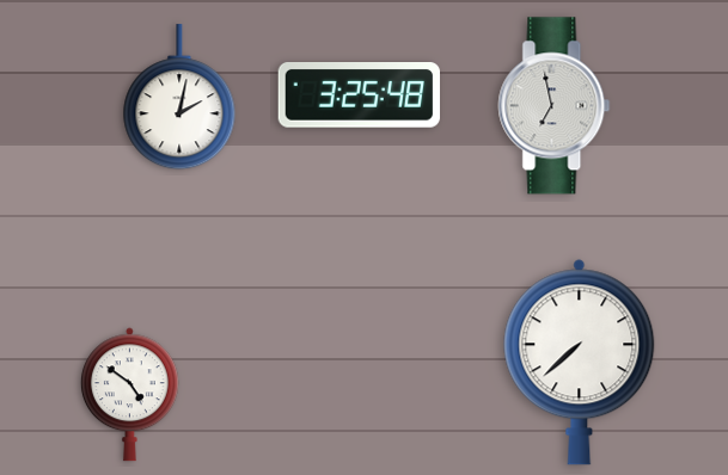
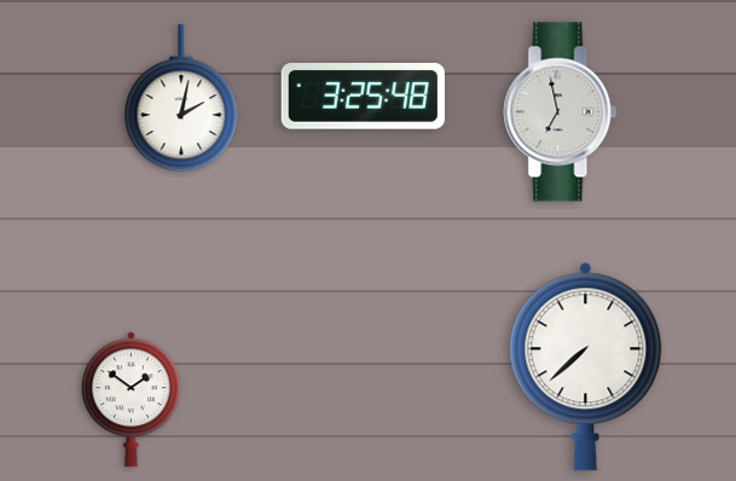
clock at (555, 106) position: (555, 106) -> (561, 112)
clock at (129, 395): 4:51 -> 1:51
